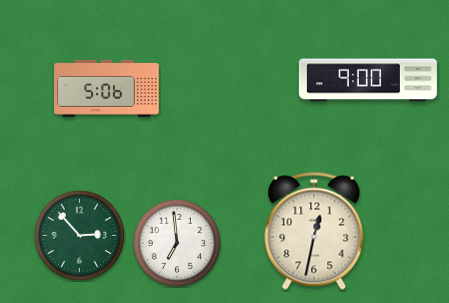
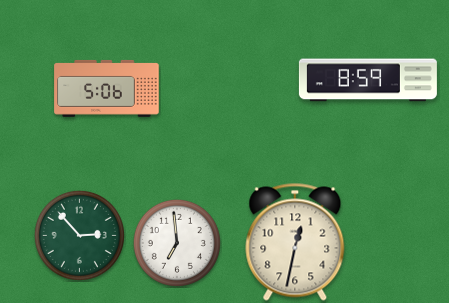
clock at (368, 80): 9:00 -> 8:59
clock at (314, 231) position: (314, 231) -> (295, 242)
